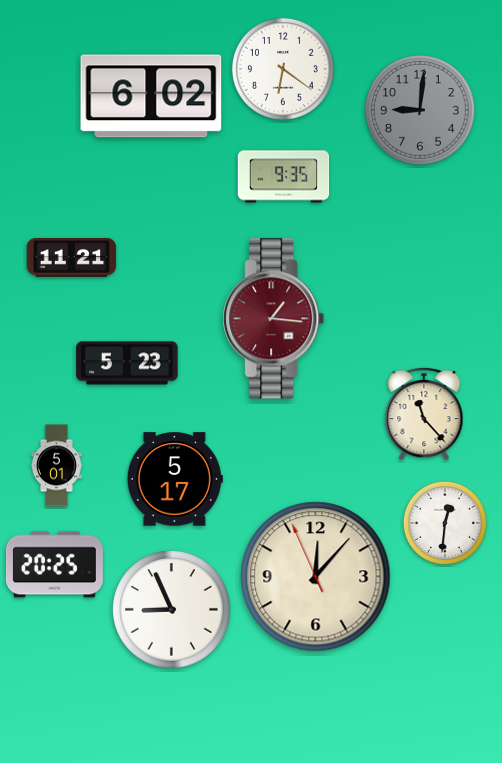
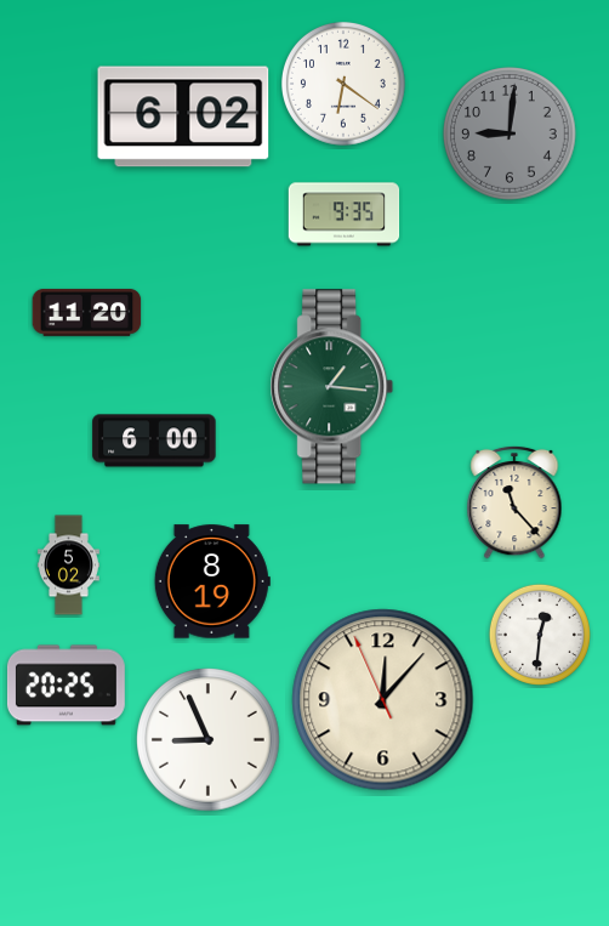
clock at (72, 257): 11:21 -> 11:20
clock at (274, 319) dial: burgundy -> green
clock at (127, 363): 5:23 -> 6:00
clock at (56, 466): 5:01 -> 5:02
clock at (175, 479): 5:17 -> 8:19
